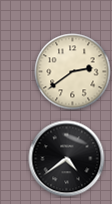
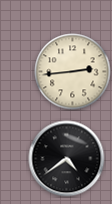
clock at (73, 72): 2:39 -> 2:44
